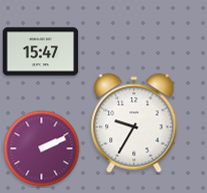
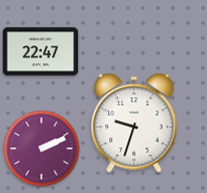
clock at (41, 52): 15:47 -> 22:47
clock at (134, 123): 9:35 -> 9:33
